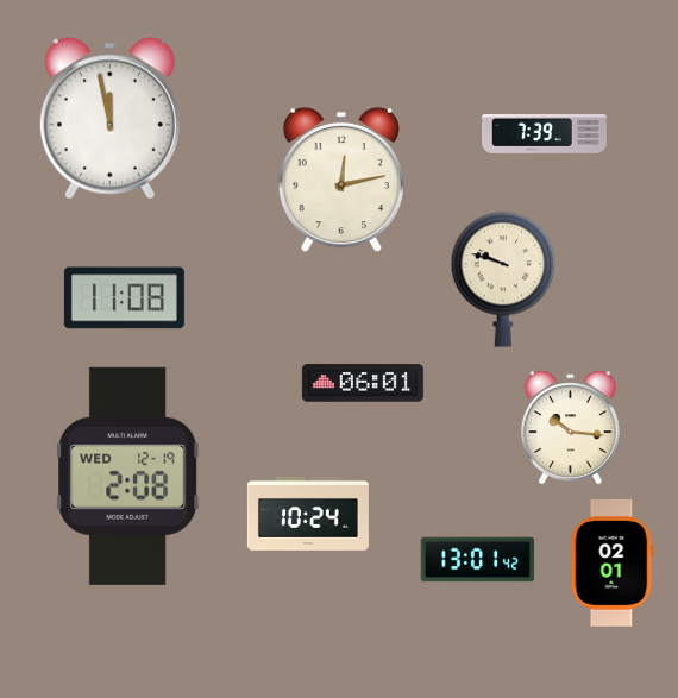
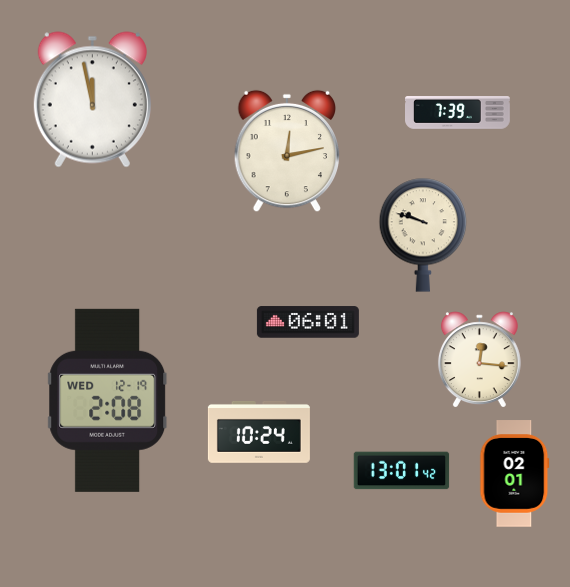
clock at (124, 298): 11:08 -> none
clock at (363, 383) position: (363, 383) -> (308, 322)
clock at (570, 427): 10:16 -> 12:16
